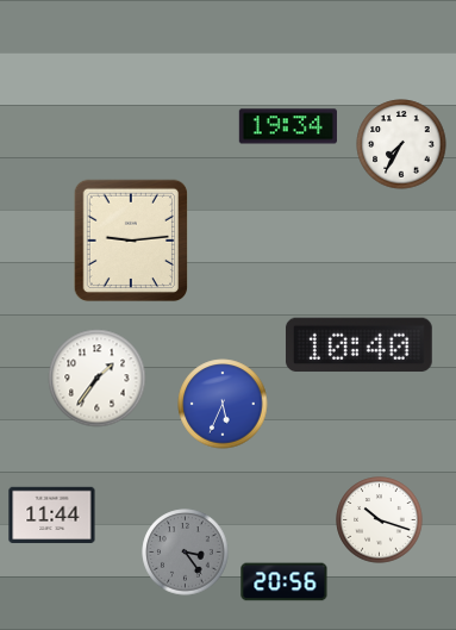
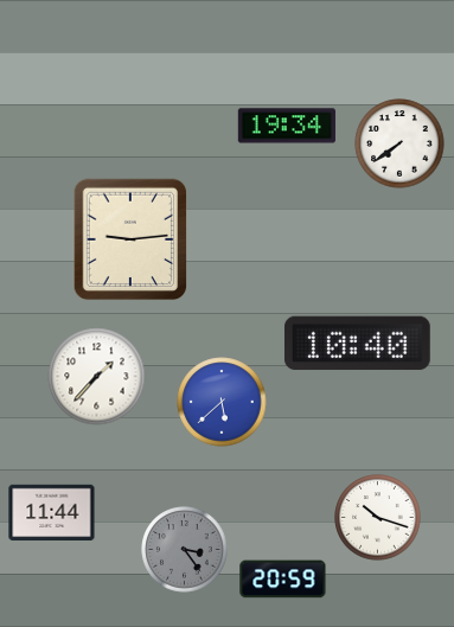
clock at (401, 144): 7:35 -> 7:39
clock at (98, 379): 1:36 -> 1:37
clock at (223, 404): 5:34 -> 5:38
clock at (285, 582): 20:56 -> 20:59
